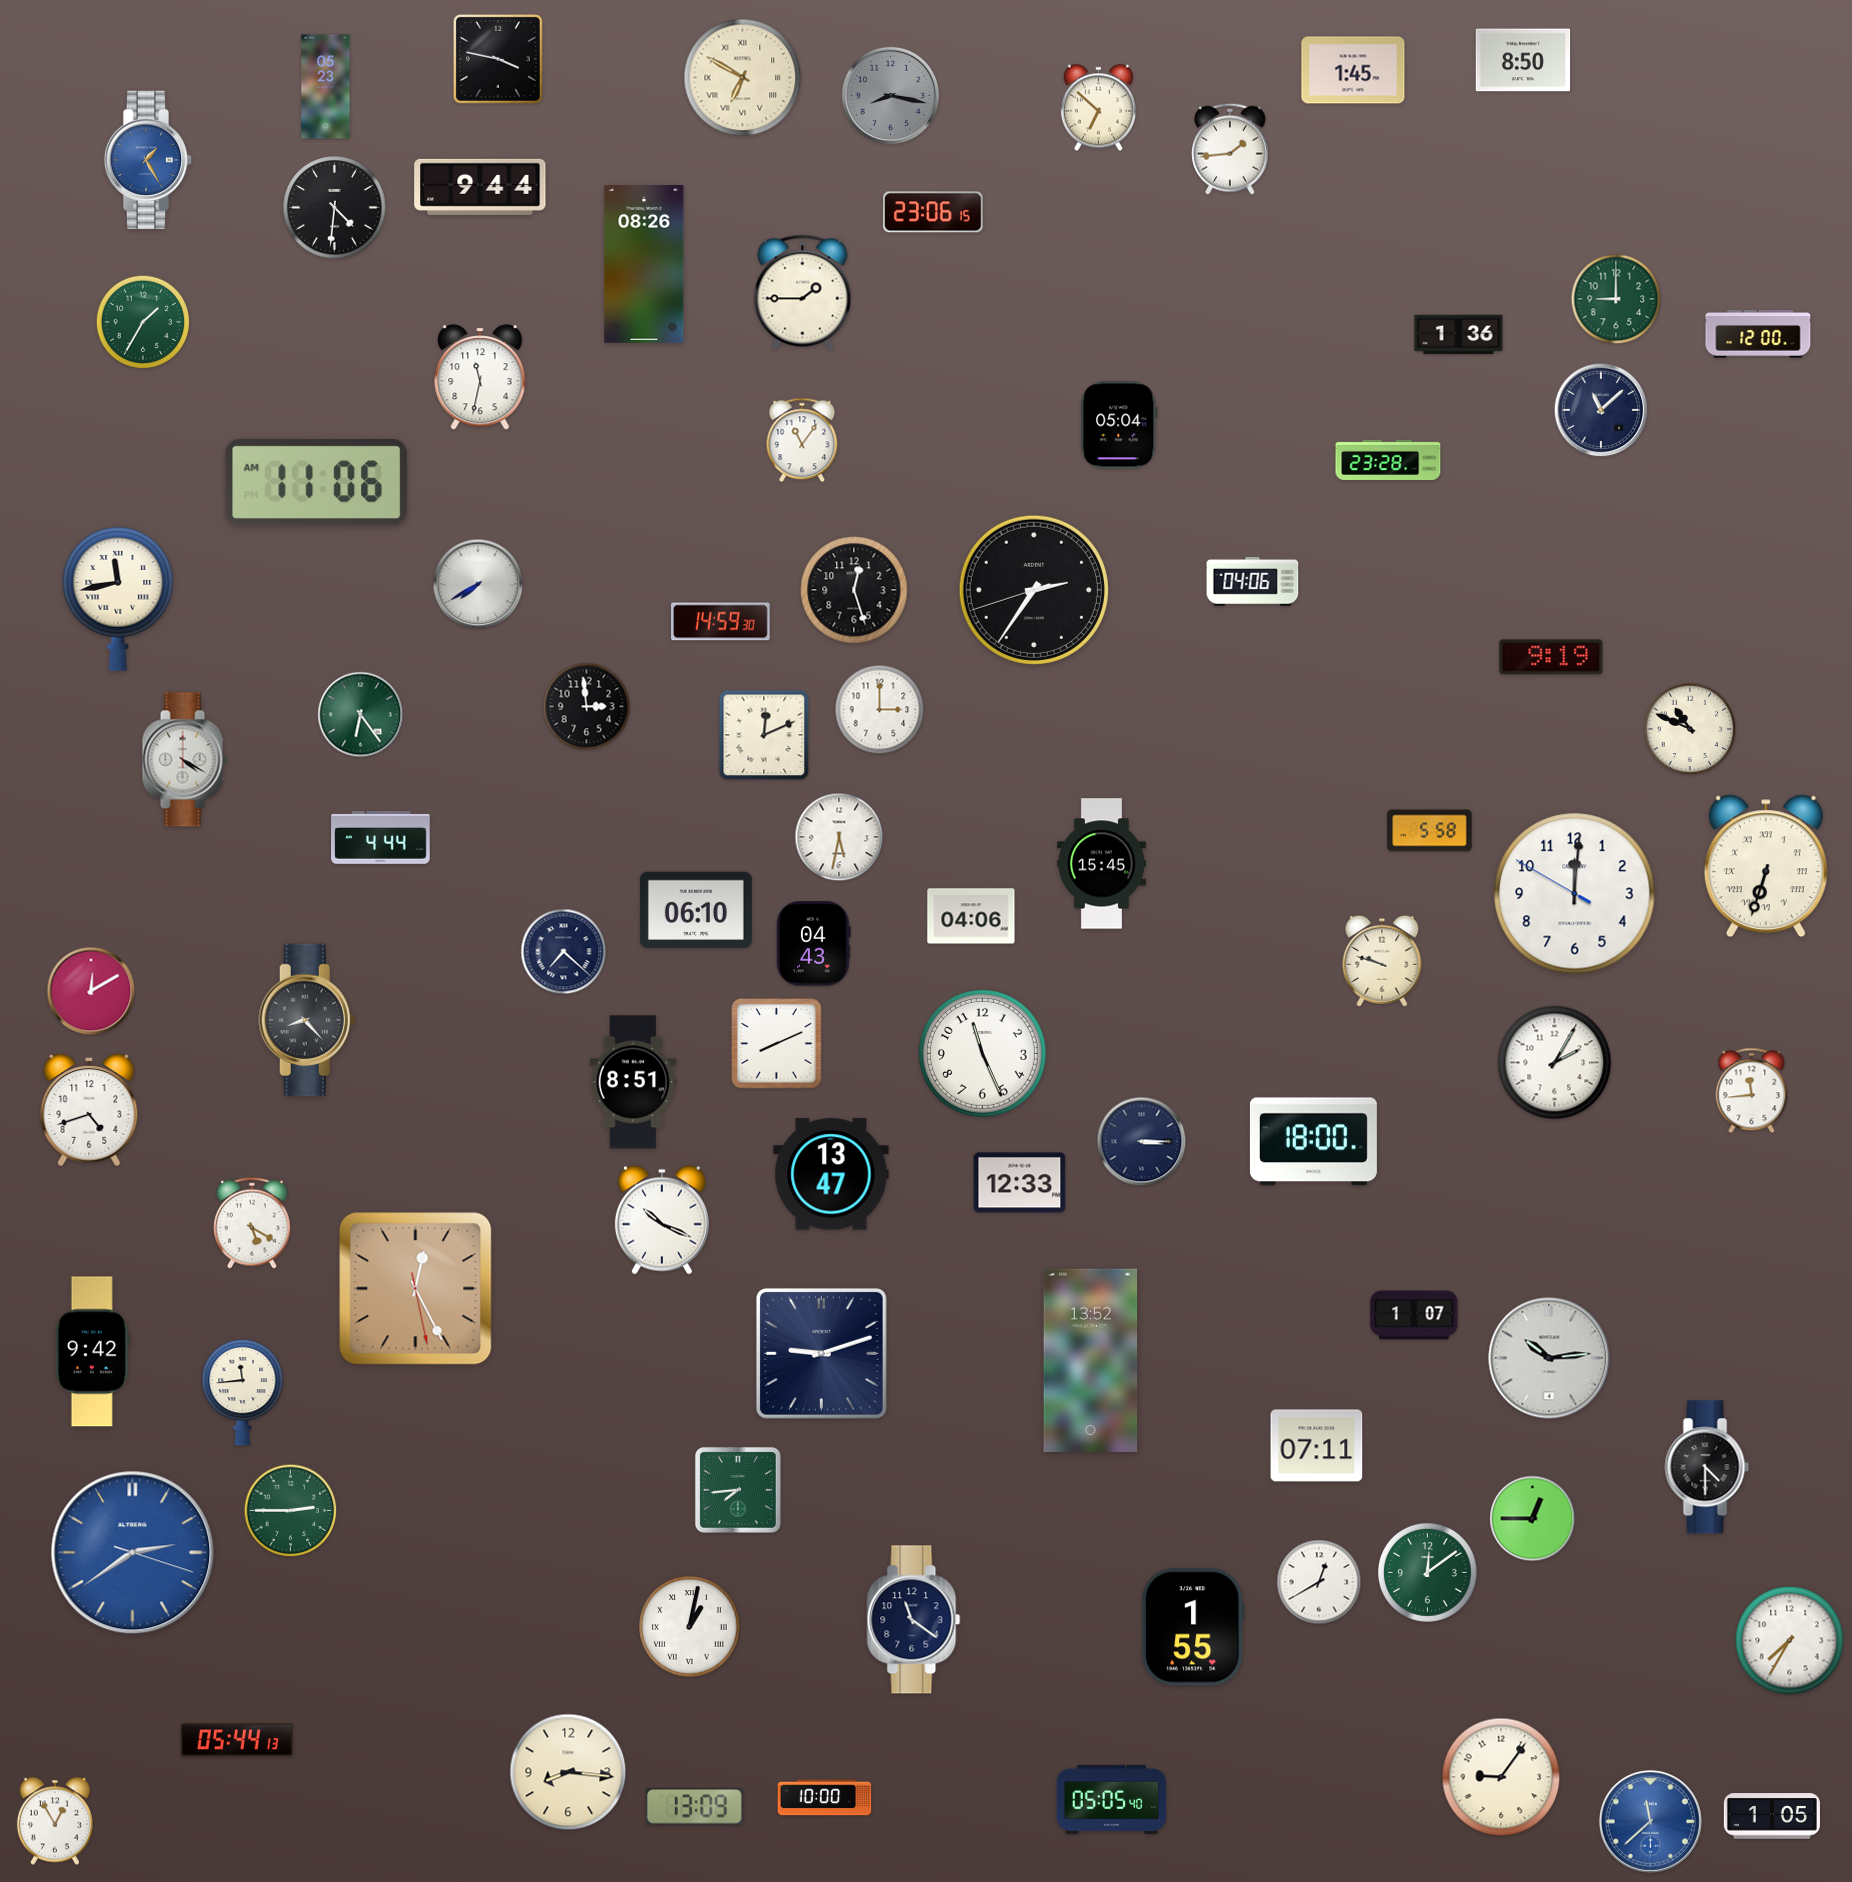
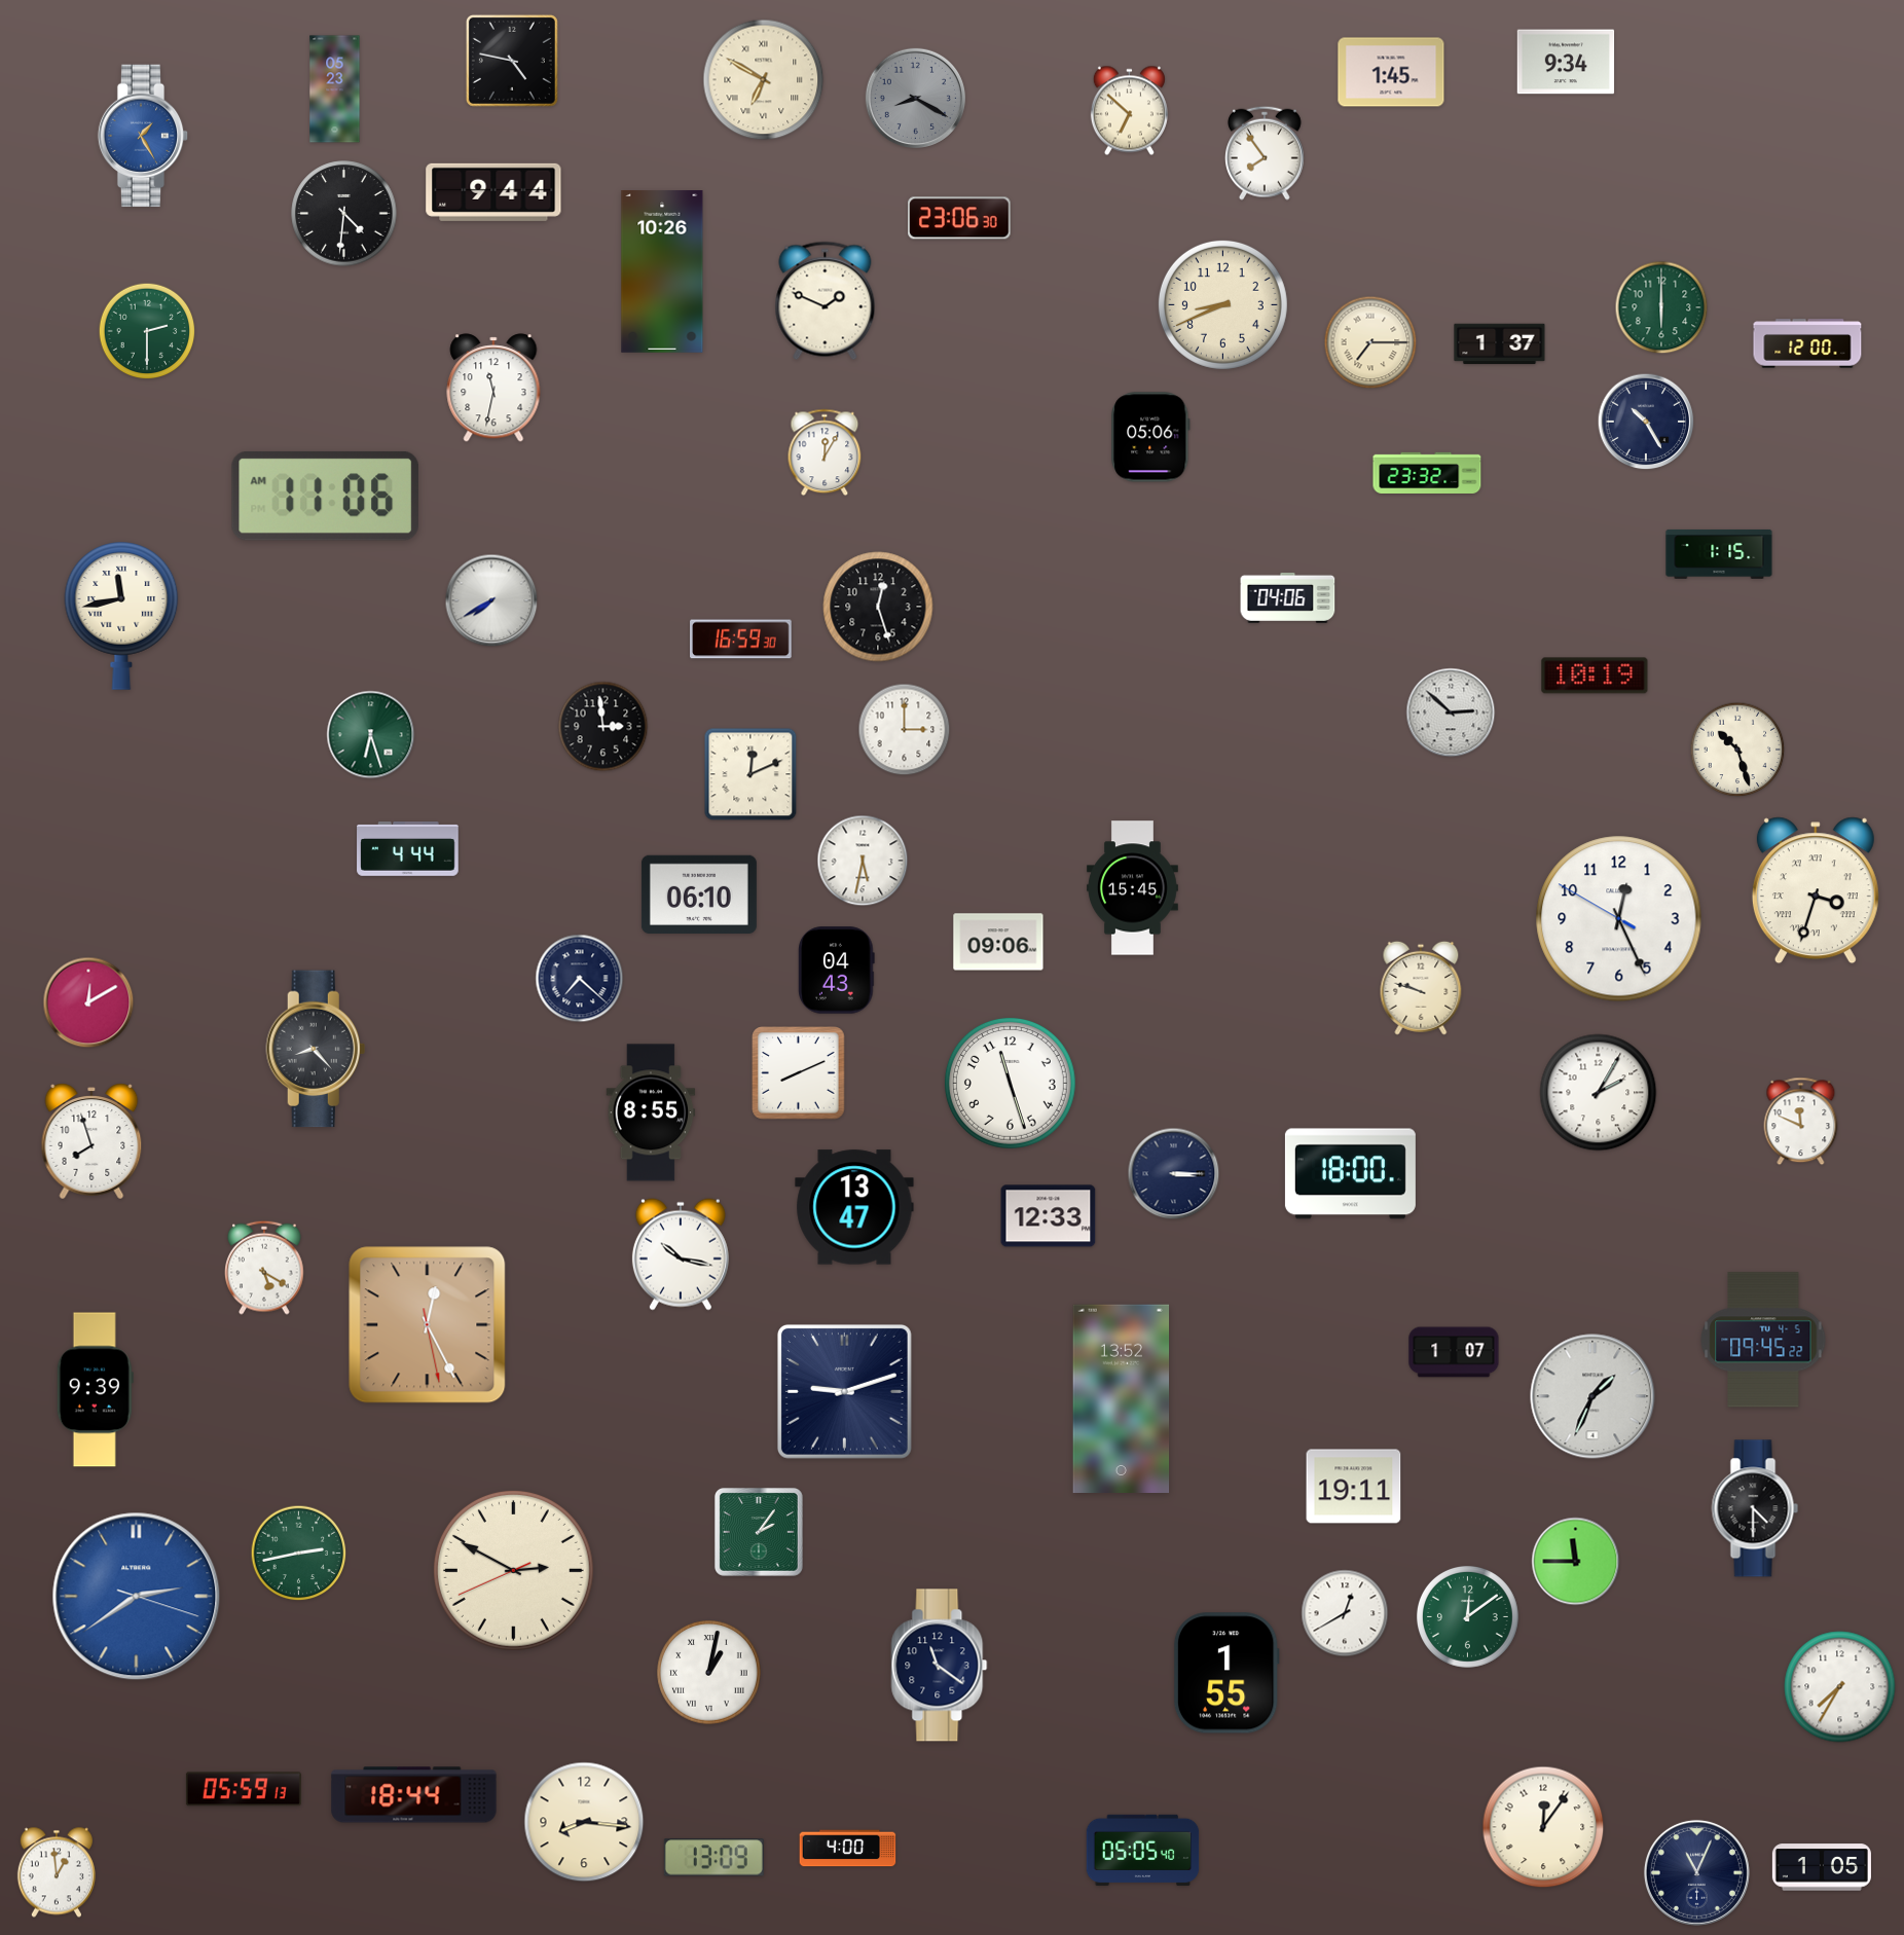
clock at (498, 59): 3:47 -> 4:47
clock at (1523, 60): 8:50 -> 9:34
clock at (890, 95): 8:17 -> 8:20
clock at (1230, 149): 1:44 -> 7:54
clock at (148, 160) position: (148, 160) -> (143, 136)
clock at (933, 212): 23:06:15 -> 23:06:30
clock at (644, 265): 08:26 -> 10:26
clock at (803, 293): 1:45 -> 1:49
clock at (1222, 304): none -> 8:41
clock at (1616, 299): 9:00 -> 6:00
clock at (143, 322): 1:35 -> 2:30
clock at (1370, 342): none -> 7:15
clock at (1459, 335): 1:36 -> 1:37
clock at (1601, 410): 11:08 -> 10:25
clock at (1119, 425): 05:04 -> 05:06
clock at (802, 440): 11:06 -> 12:05
clock at (1388, 459): 23:28 -> 23:32
clock at (1719, 554): none -> 1:15
clock at (1034, 590): 2:35 -> none
clock at (721, 622): 14:59 -> 16:59
clock at (1551, 657): 9:19 -> 10:19
clock at (1451, 713): none -> 2:52
clock at (361, 715): 6:24 -> 6:27
clock at (1690, 729): 10:49 -> 10:27
clock at (764, 735) position: (764, 735) -> (750, 774)
clock at (184, 760): 4:20 -> none
clock at (1430, 831): 5:58 -> none
clock at (381, 838) position: (381, 838) -> (408, 849)
clock at (1766, 866): 6:33 -> 3:33
clock at (1575, 894): 12:00 -> 12:25
clock at (696, 909) position: (696, 909) -> (699, 893)
clock at (971, 916): 04:06 -> 09:06
clock at (91, 991) position: (91, 991) -> (88, 1002)
clock at (982, 1053): 11:26 -> 11:27
clock at (633, 1082): 8:51 -> 8:55
clock at (1752, 1091): 11:44 -> 11:49
clock at (89, 1110): 4:42 -> 7:57
clock at (662, 1220): 10:19 -> 10:17
clock at (252, 1223) position: (252, 1223) -> (264, 1268)
clock at (1763, 1340): none -> 09:45
clock at (92, 1352): 9:42 -> 9:39
clock at (1549, 1358): 10:14 -> 1:34
clock at (243, 1392): 11:44 -> none
clock at (1317, 1446): 07:11 -> 19:11
clock at (738, 1490): 7:44 -> 2:06
clock at (291, 1511): 2:45 -> 2:43
clock at (1533, 1519): 12:45 -> 11:45
clock at (513, 1570): none -> 2:49
clock at (1319, 1582) position: (1319, 1582) -> (1345, 1613)
clock at (237, 1740): 05:44 -> 05:59
clock at (414, 1795): none -> 18:44
clock at (1501, 1777): 9:06 -> 12:06
clock at (825, 1798): 10:00 -> 4:00
clock at (55, 1821): 12:55 -> 12:59
clock at (1650, 1821): 11:38 -> 11:04
clock at (1650, 1821) dial: blue -> navy
